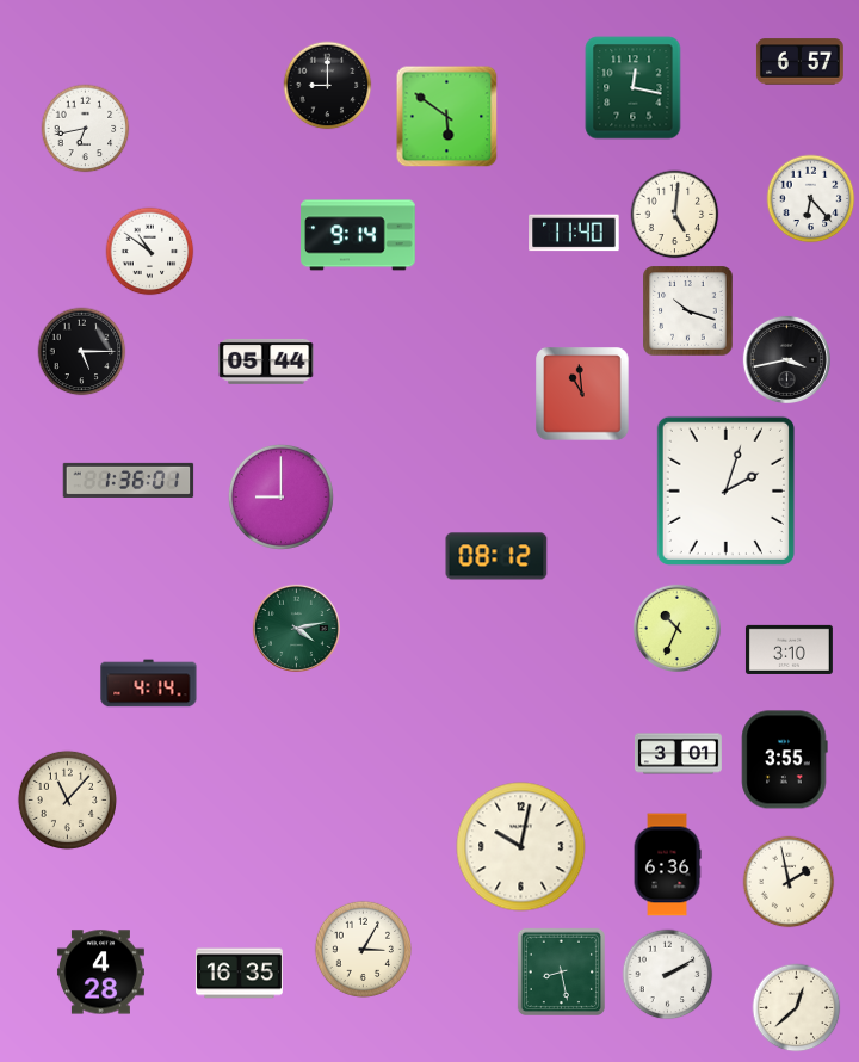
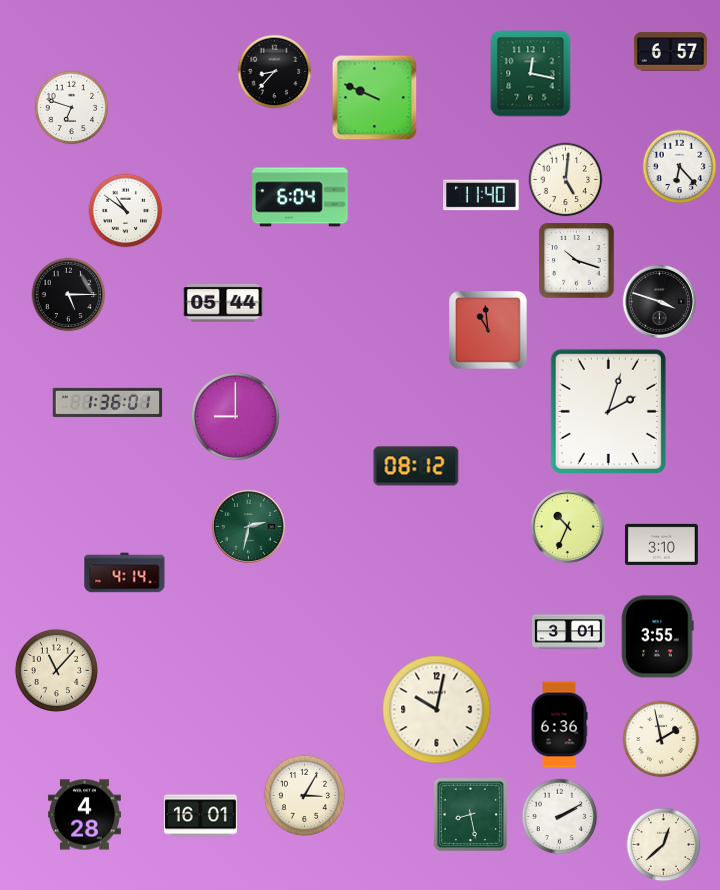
clock at (328, 86): 9:00 -> 8:37
clock at (447, 117): 5:51 -> 9:49
clock at (86, 129): 6:43 -> 6:48
clock at (358, 235): 9:14 -> 6:04
clock at (786, 359): 3:43 -> 3:48
clock at (296, 628): 4:13 -> 2:32
clock at (239, 974): 16:35 -> 16:01
clock at (797, 1008) position: (797, 1008) -> (664, 845)
